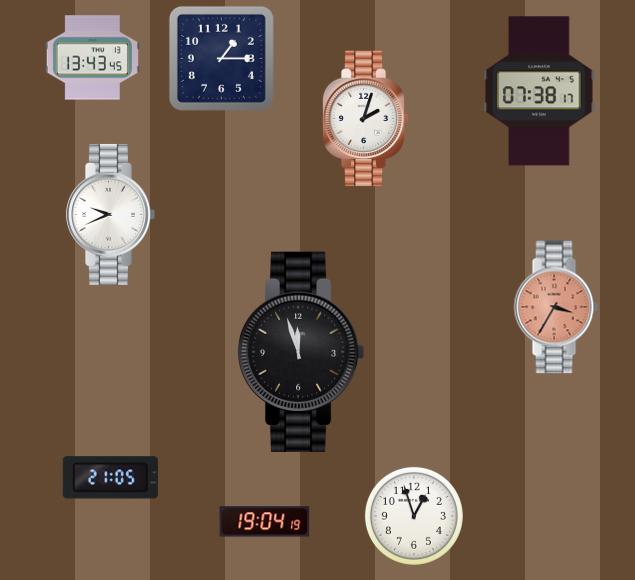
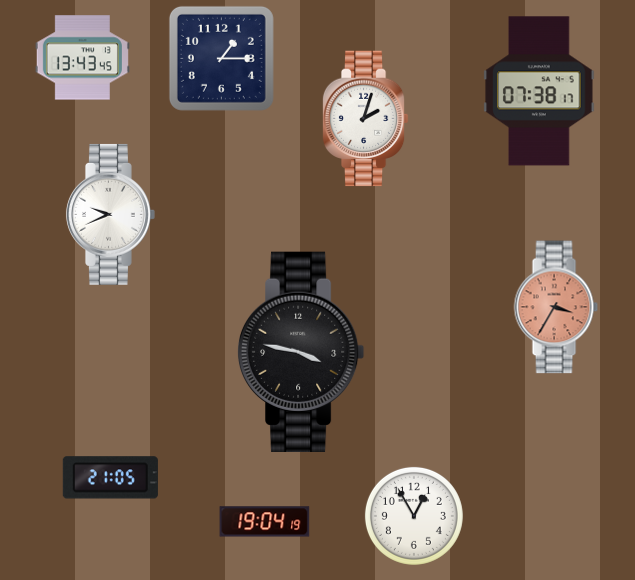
clock at (92, 58) position: (92, 58) -> (82, 58)
clock at (301, 352): 11:57 -> 3:47
clock at (414, 516): 12:57 -> 12:55
